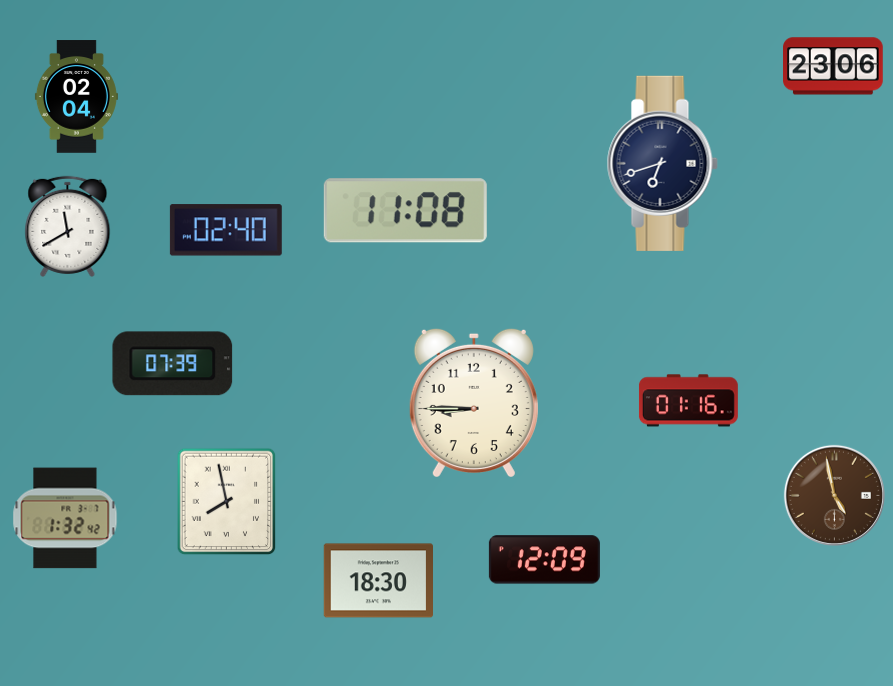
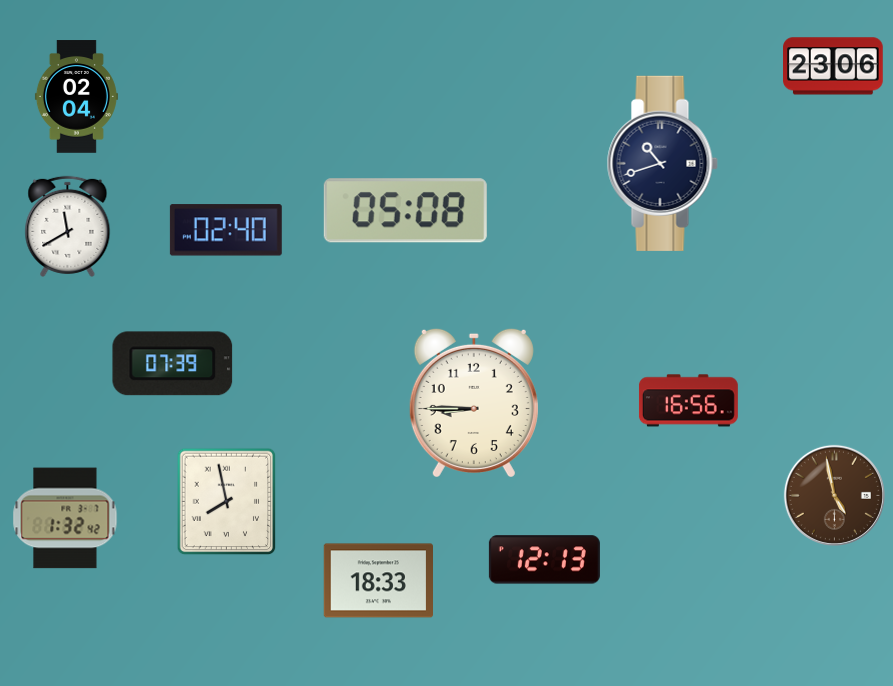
clock at (662, 163): 6:42 -> 10:42
clock at (405, 211): 11:08 -> 05:08
clock at (688, 401): 01:16 -> 16:56
clock at (544, 560): 12:09 -> 12:13
clock at (378, 581): 18:30 -> 18:33
